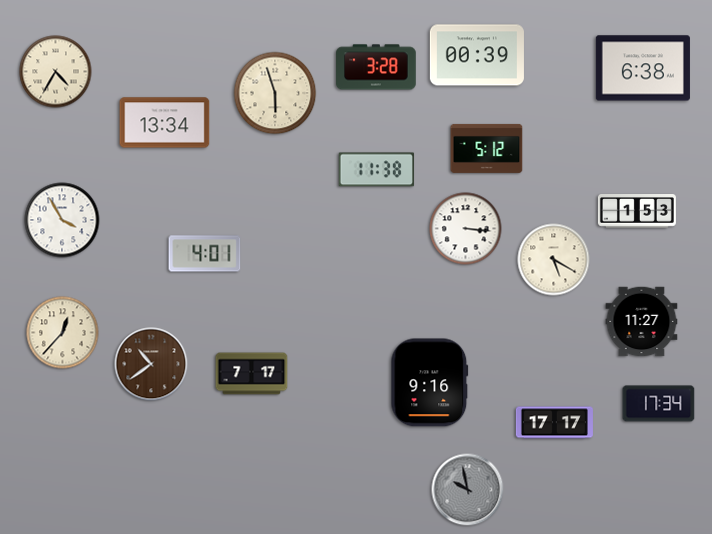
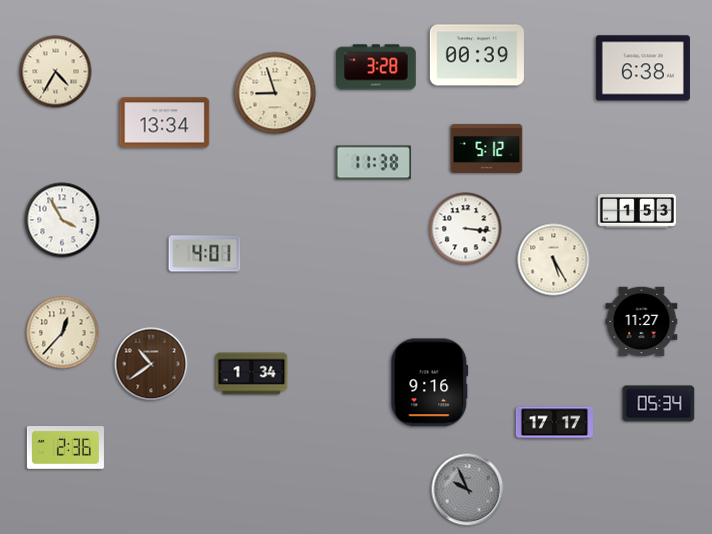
clock at (275, 93): 5:57 -> 8:57
clock at (377, 170) position: (377, 170) -> (374, 163)
clock at (554, 260): 5:20 -> 5:25
clock at (252, 374): 7:17 -> 1:34
clock at (659, 404): 17:34 -> 05:34
clock at (65, 448): none -> 2:36
clock at (468, 490): 9:58 -> 9:56
